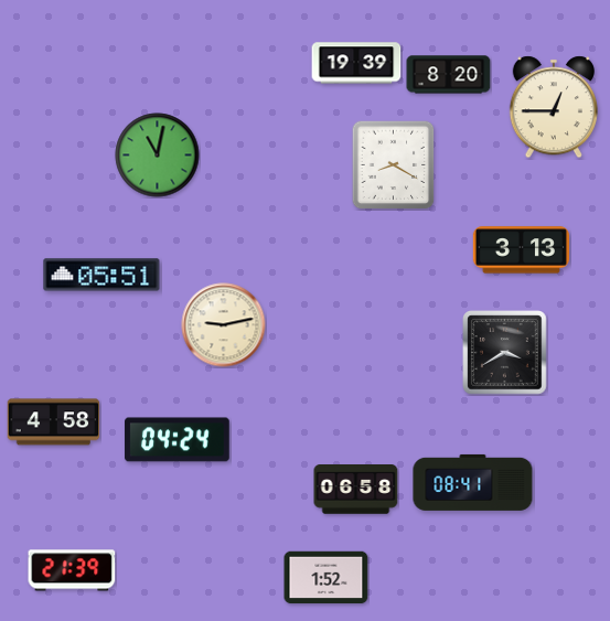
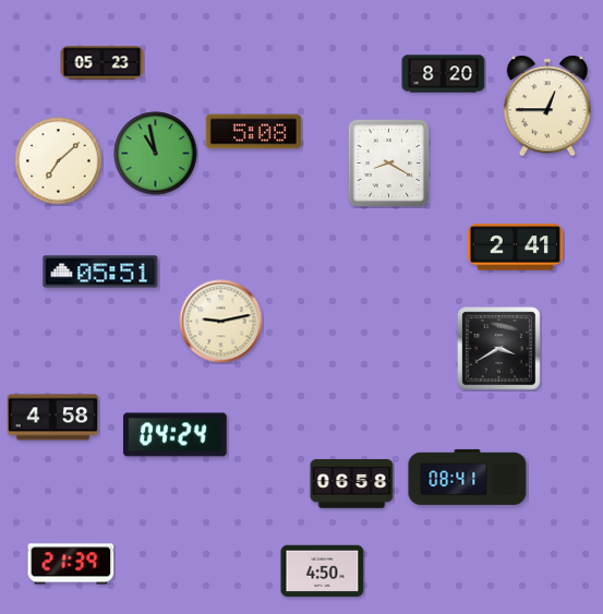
clock at (356, 63): 19:39 -> none
clock at (102, 63): none -> 05:23
clock at (253, 132): none -> 5:08
clock at (158, 156): 11:02 -> 10:58
clock at (59, 161): none -> 7:08
clock at (521, 250): 3:13 -> 2:41
clock at (327, 578): 1:52 -> 4:50
